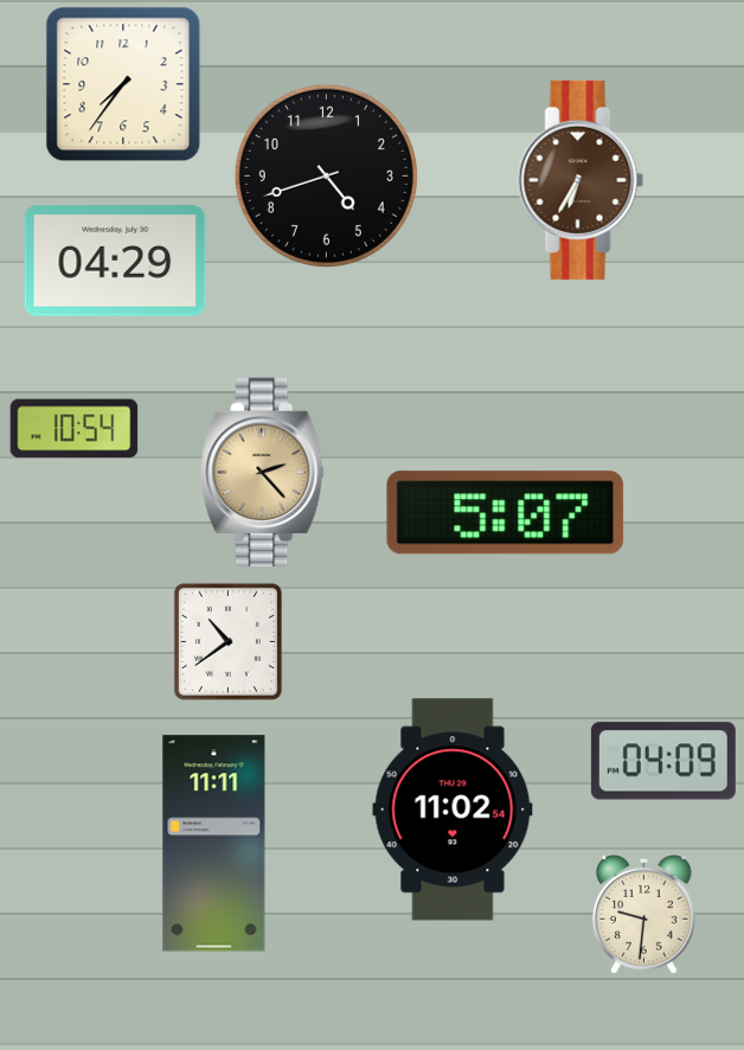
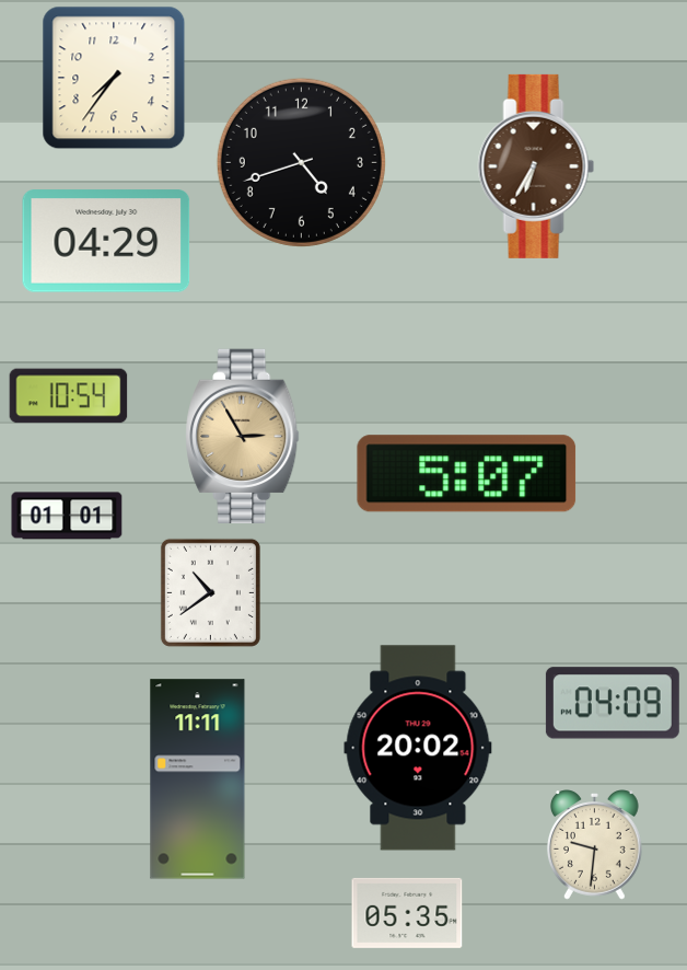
clock at (263, 472): 2:23 -> 2:55
clock at (67, 516): none -> 01:01
clock at (453, 809): 11:02 -> 20:02
clock at (407, 913): none -> 05:35
